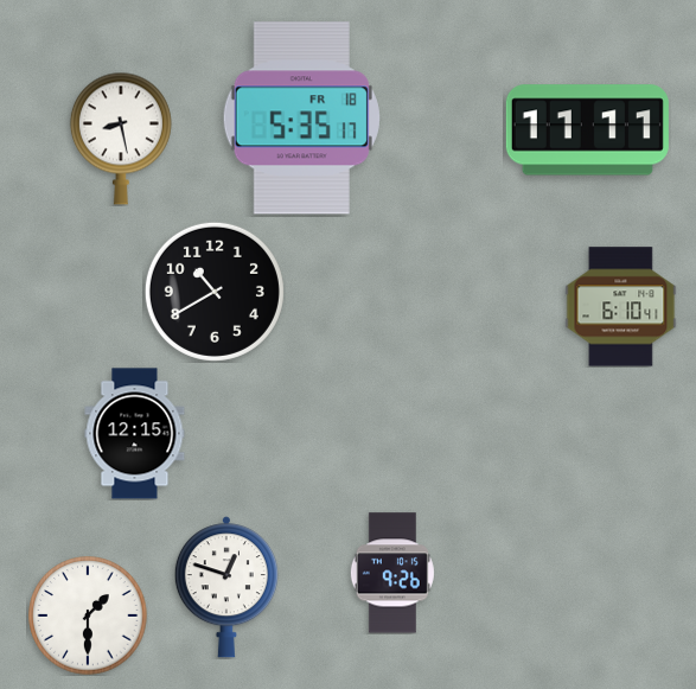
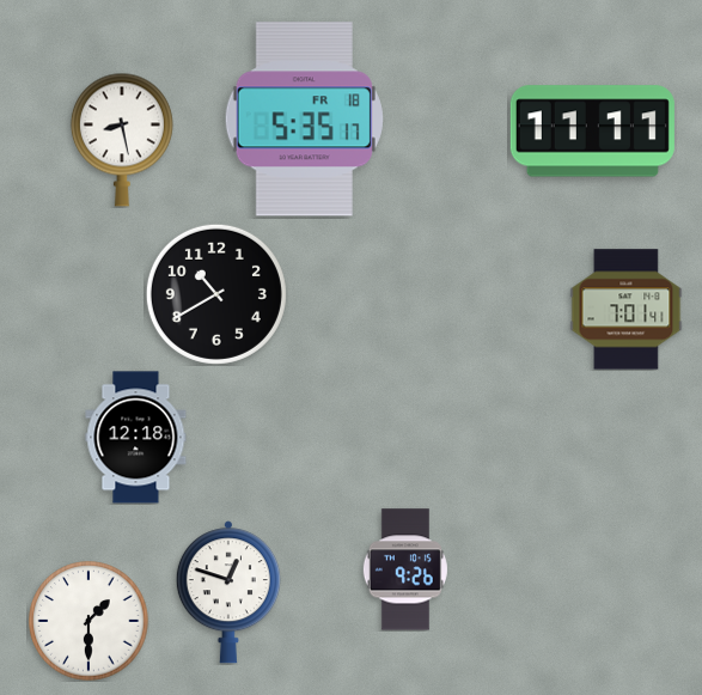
clock at (621, 307): 6:10 -> 7:01
clock at (135, 434): 12:15 -> 12:18
clock at (392, 573) position: (392, 573) -> (405, 569)
